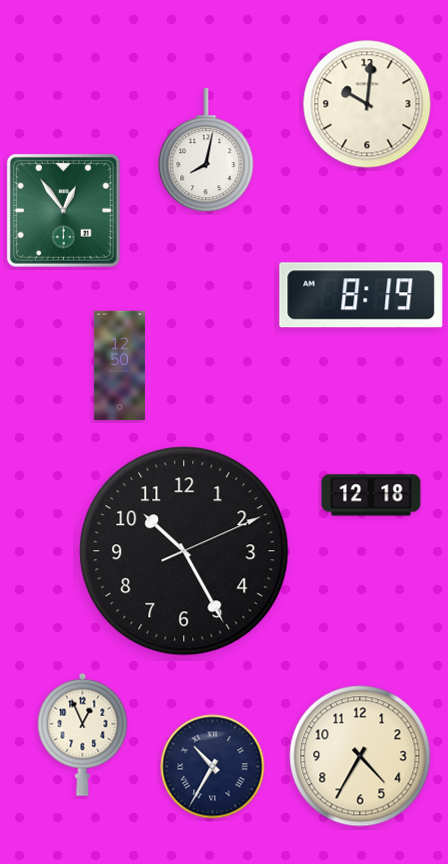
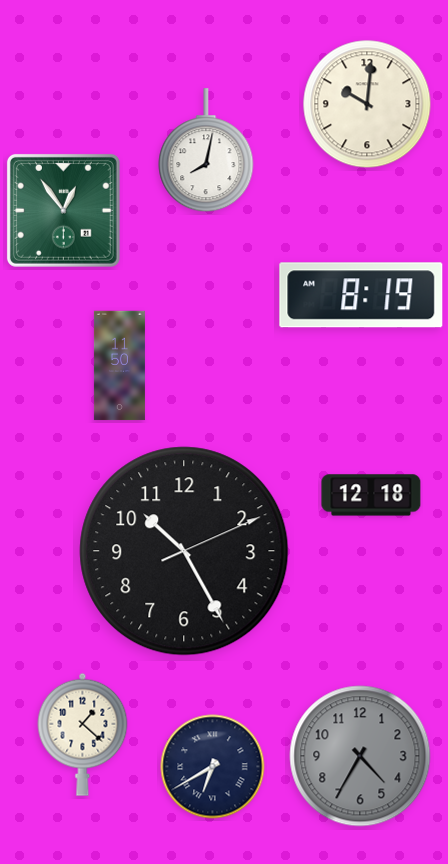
clock at (119, 366): 12:50 -> 11:50
clock at (83, 734): 12:56 -> 1:22
clock at (360, 756) dial: cream -> grey
clock at (213, 767): 10:35 -> 6:40
